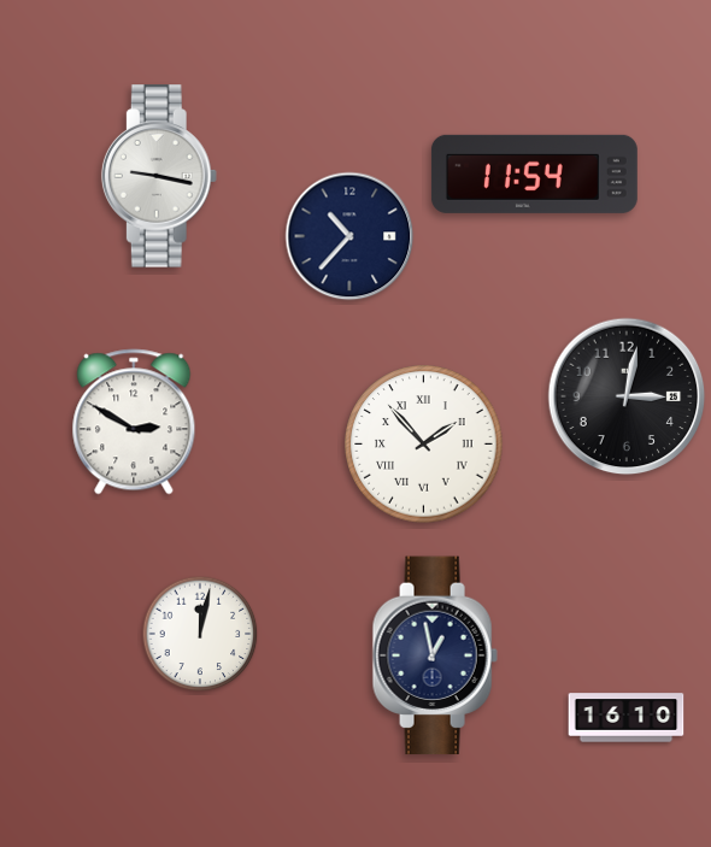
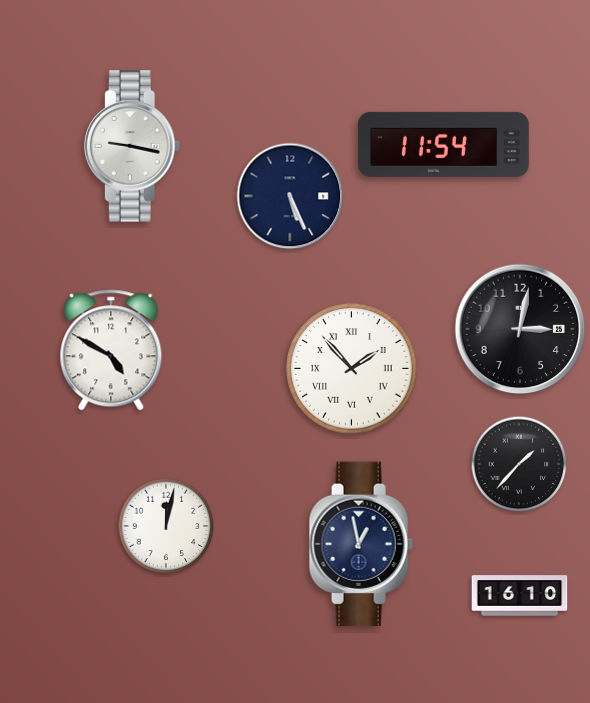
clock at (349, 236): 10:37 -> 5:26
clock at (134, 422): 2:50 -> 4:50
clock at (519, 464): none -> 1:37
